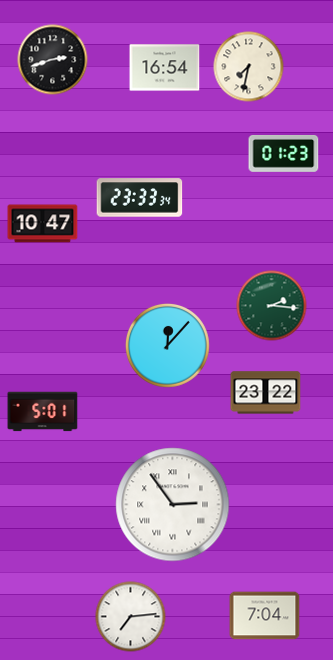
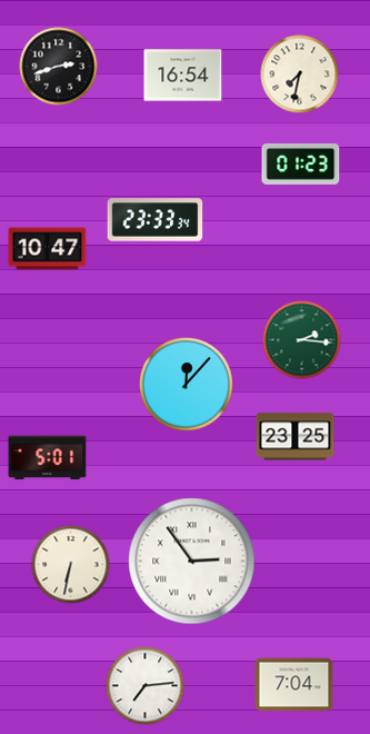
clock at (249, 67) position: (249, 67) -> (300, 75)
clock at (284, 153) position: (284, 153) -> (301, 163)
clock at (266, 393): 23:22 -> 23:25
clock at (71, 565): none -> 6:32
